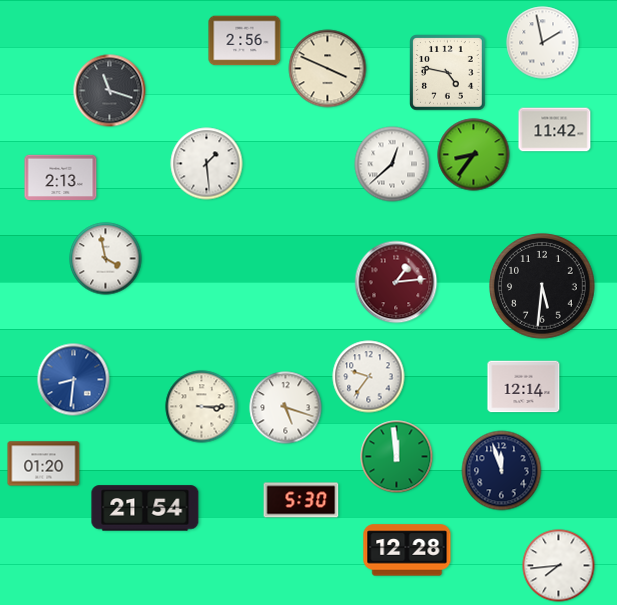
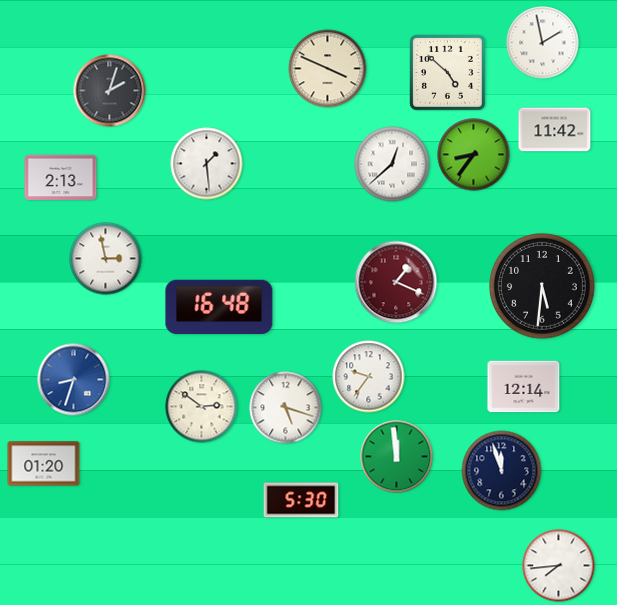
clock at (245, 41): 2:56 -> none
clock at (448, 73): 4:47 -> 4:52
clock at (110, 91): 11:18 -> 2:03
clock at (106, 259): 3:58 -> 2:58
clock at (396, 282): 1:14 -> 1:19
clock at (219, 307): none -> 16:48
clock at (74, 380): 8:31 -> 8:33
clock at (202, 407): 3:15 -> 2:51
clock at (145, 508): 21:54 -> none
clock at (407, 550): 12:28 -> none
